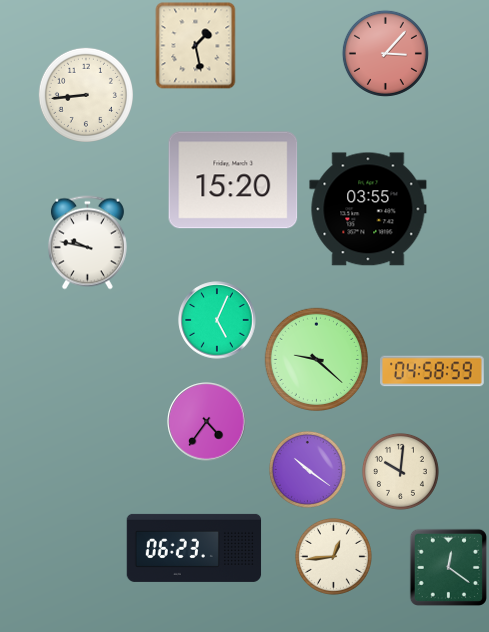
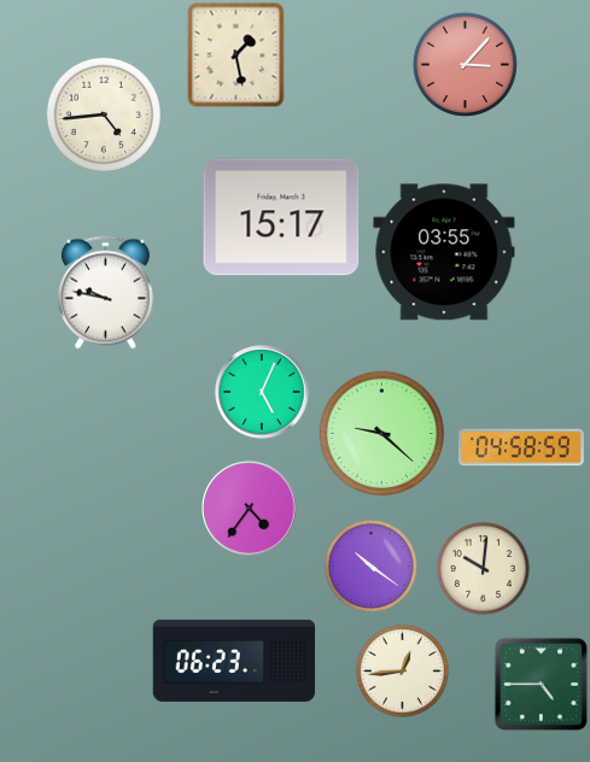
clock at (86, 95): 8:44 -> 4:44
clock at (233, 180): 15:20 -> 15:17
clock at (217, 320) position: (217, 320) -> (262, 392)
clock at (448, 567): 12:21 -> 4:45
